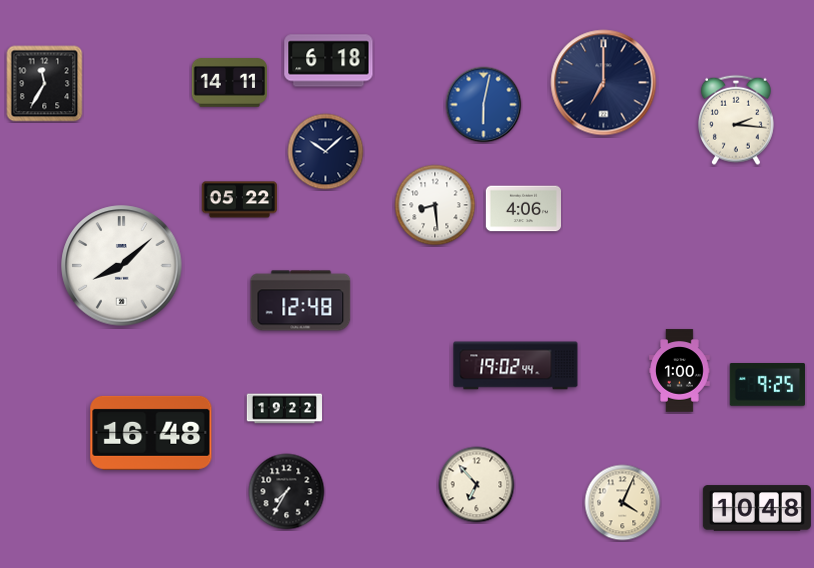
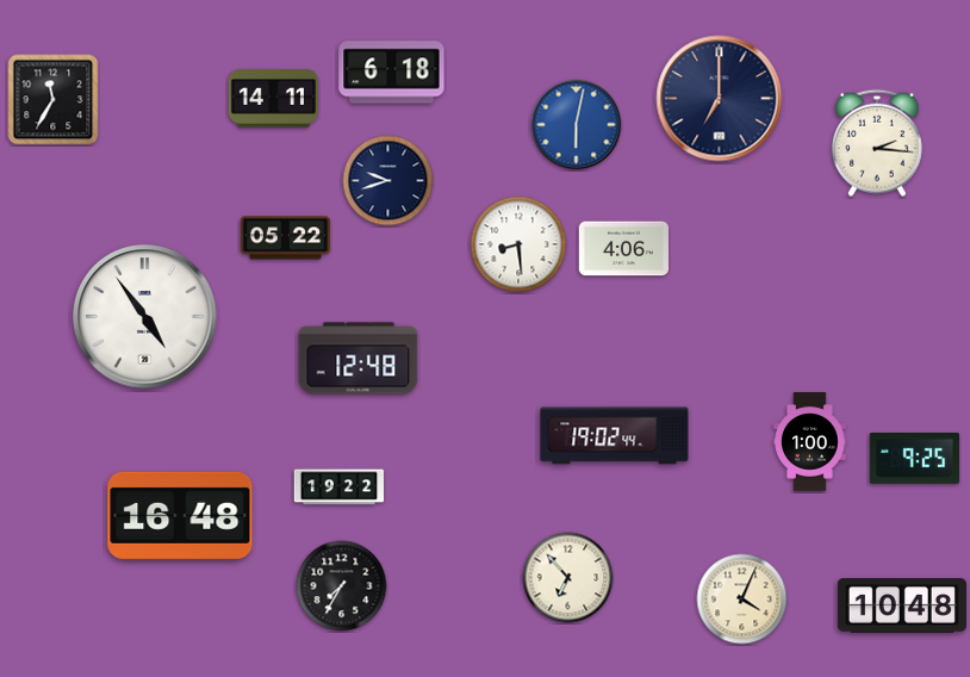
clock at (326, 152): 10:08 -> 9:42
clock at (122, 266): 8:08 -> 4:54
